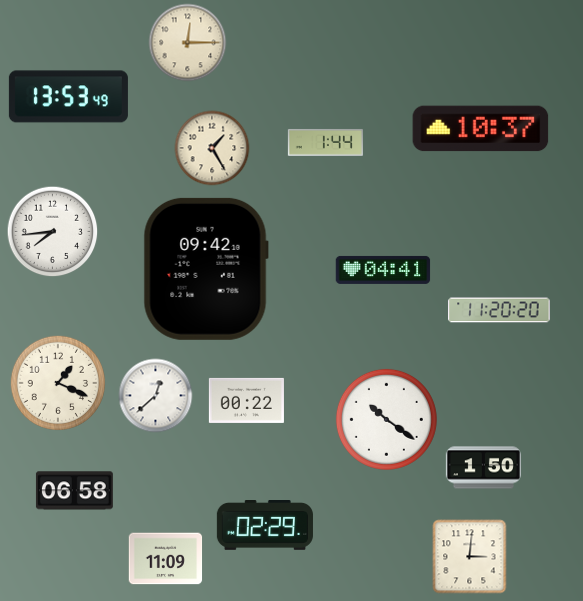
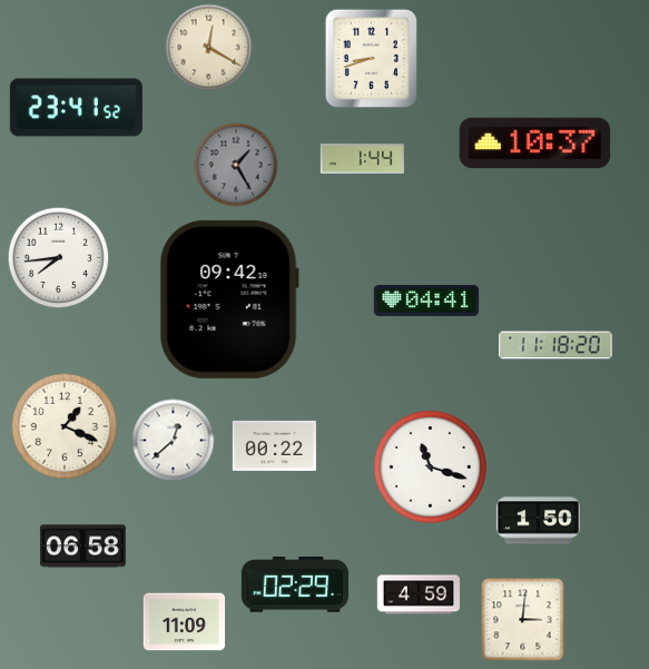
clock at (188, 43): 12:15 -> 12:20
clock at (371, 58): none -> 8:42
clock at (68, 97): 13:53 -> 23:41
clock at (212, 148) dial: cream -> grey
clock at (499, 310): 11:20 -> 11:18
clock at (386, 419): 10:21 -> 11:18
clock at (419, 594): none -> 4:59
